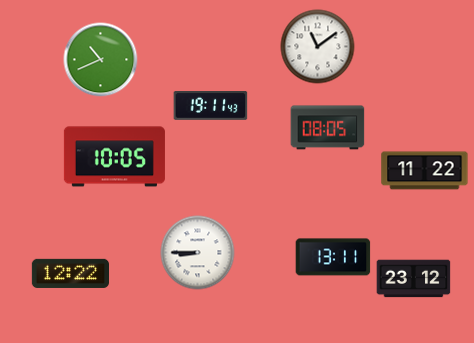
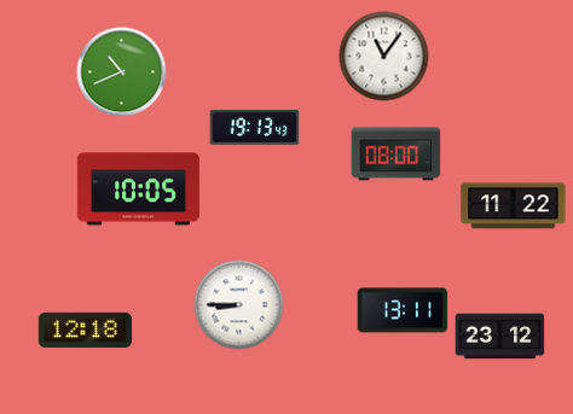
clock at (318, 47): 11:09 -> 11:06
clock at (211, 106): 19:11 -> 19:13
clock at (328, 128): 08:05 -> 08:00
clock at (70, 273): 12:22 -> 12:18
